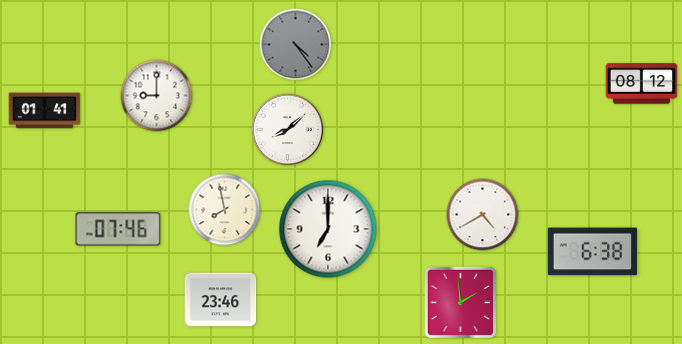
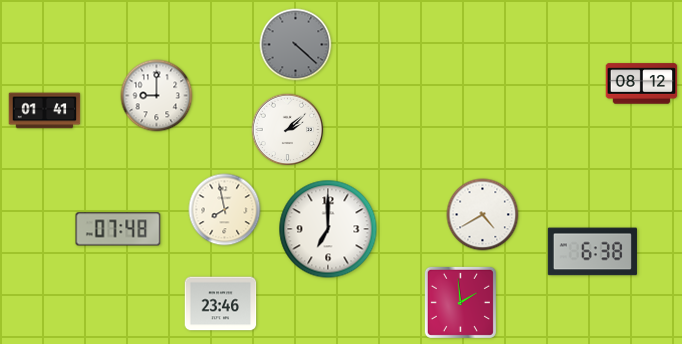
clock at (296, 45): 4:24 -> 4:22
clock at (288, 130): 8:08 -> 2:08
clock at (118, 229): 07:46 -> 07:48
clock at (221, 300) position: (221, 300) -> (221, 304)
